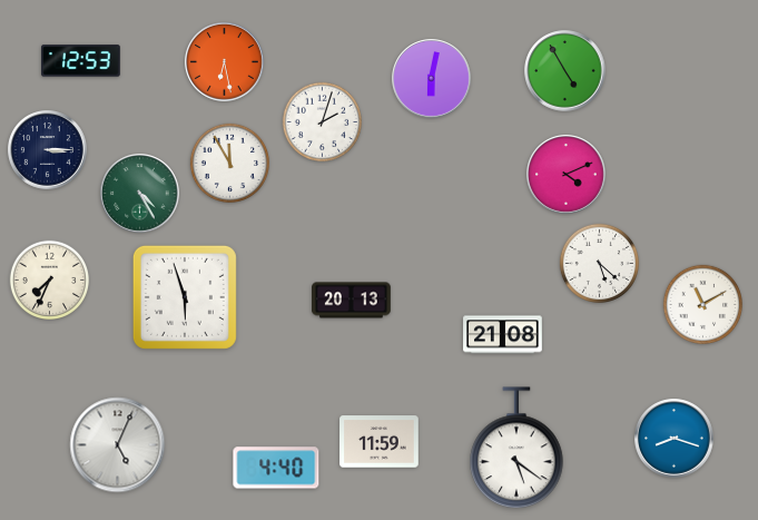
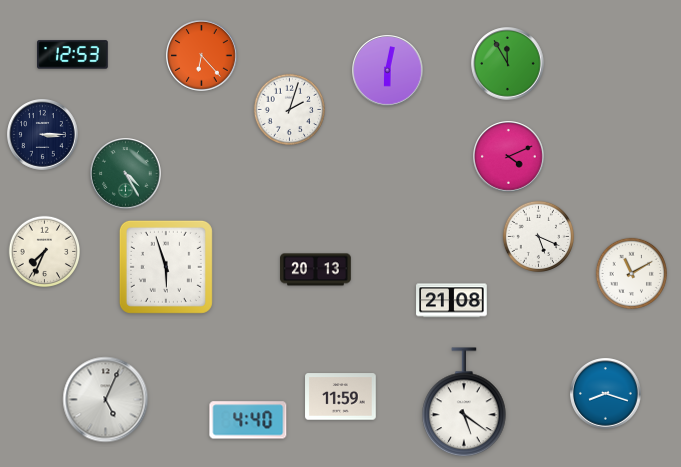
clock at (225, 62): 6:28 -> 6:23
clock at (565, 71): 4:55 -> 11:55
clock at (230, 164): 11:55 -> none
clock at (600, 264): 5:22 -> 5:19
